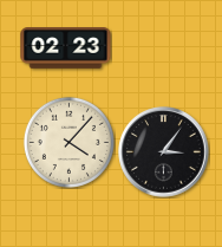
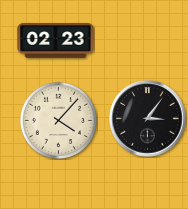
clock at (164, 152) position: (164, 152) -> (148, 119)
